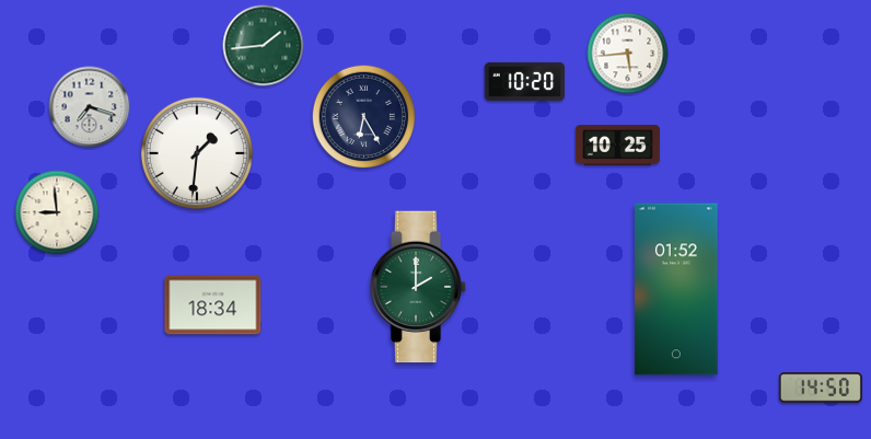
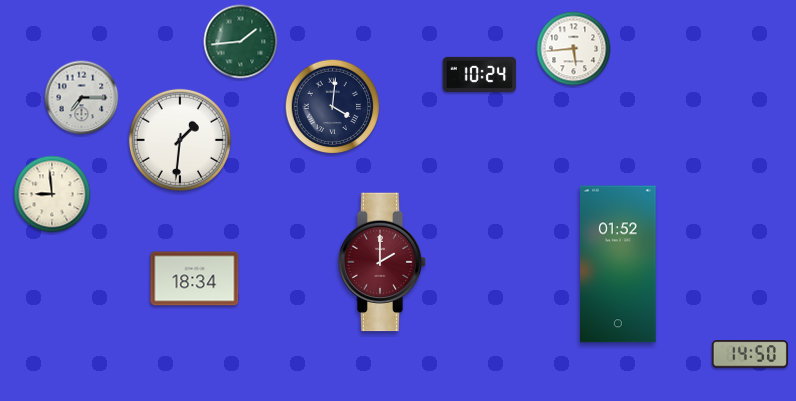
clock at (525, 81): 10:20 -> 10:24
clock at (90, 107): 7:18 -> 7:15
clock at (364, 117): 6:25 -> 4:01
clock at (617, 146): 10:25 -> none
clock at (418, 287) dial: green -> burgundy
